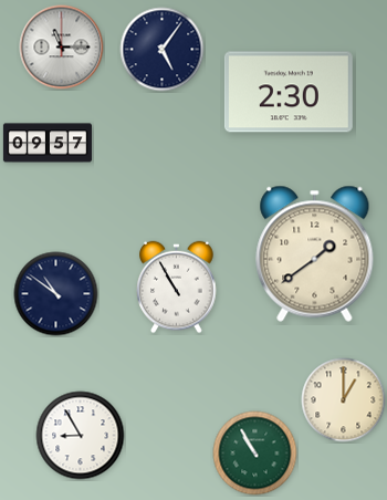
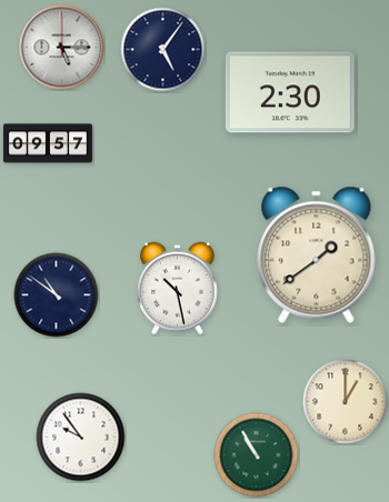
clock at (62, 48): 11:15 -> 5:15
clock at (177, 288): 10:55 -> 10:28
clock at (81, 436): 8:55 -> 9:54
